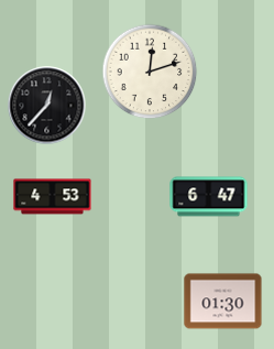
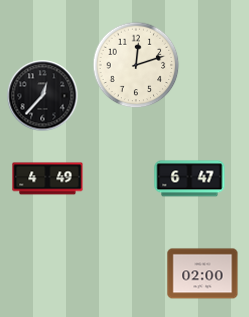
clock at (53, 197): 4:53 -> 4:49
clock at (223, 302): 01:30 -> 02:00
